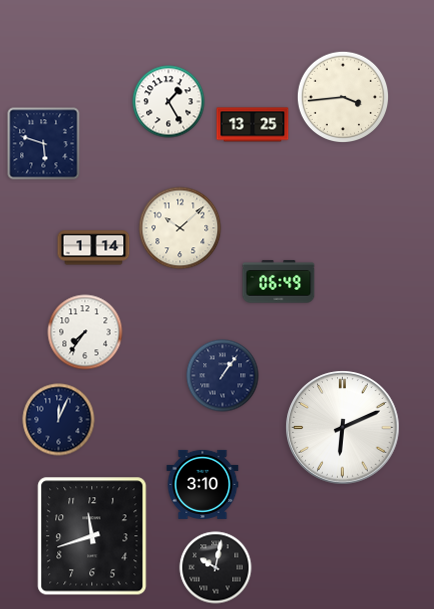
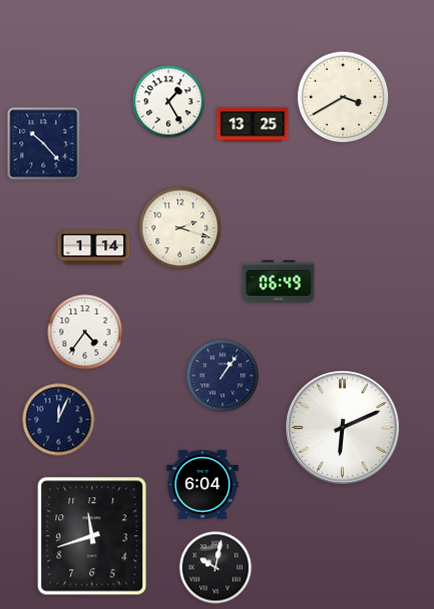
clock at (343, 97): 3:44 -> 3:40
clock at (44, 144): 5:48 -> 10:23
clock at (180, 228): 10:08 -> 2:18
clock at (85, 332): 7:36 -> 4:36
clock at (203, 484): 3:10 -> 6:04
